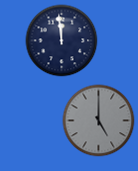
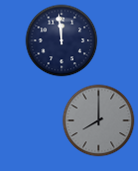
clock at (99, 121): 5:00 -> 8:00
